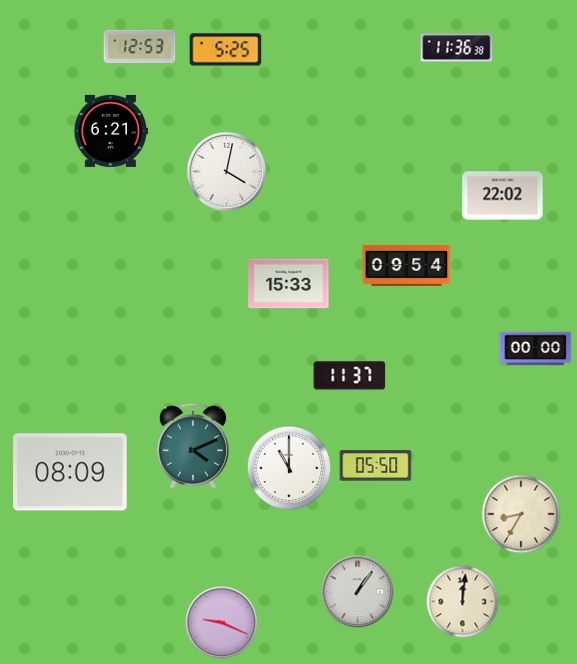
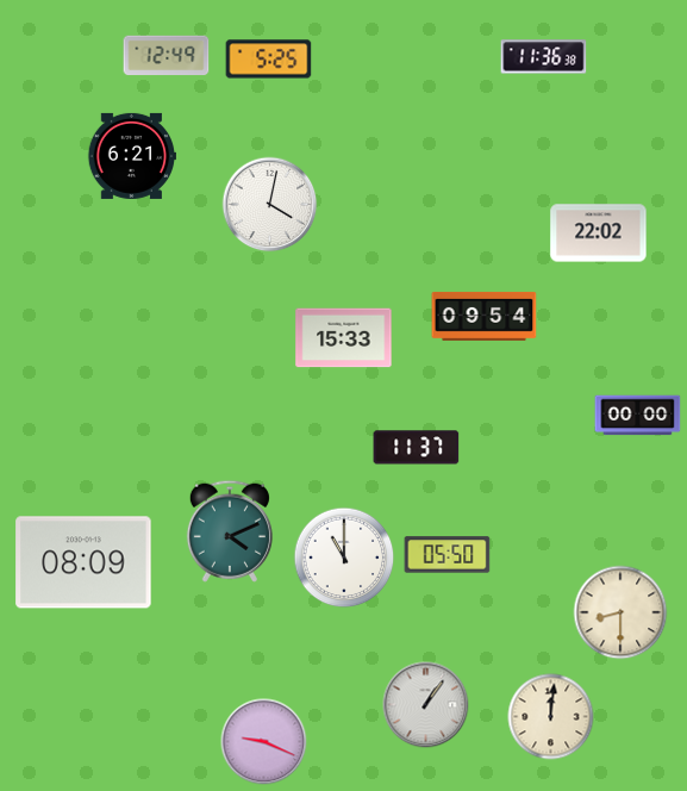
clock at (140, 47): 12:53 -> 12:49
clock at (521, 514): 8:35 -> 8:30
